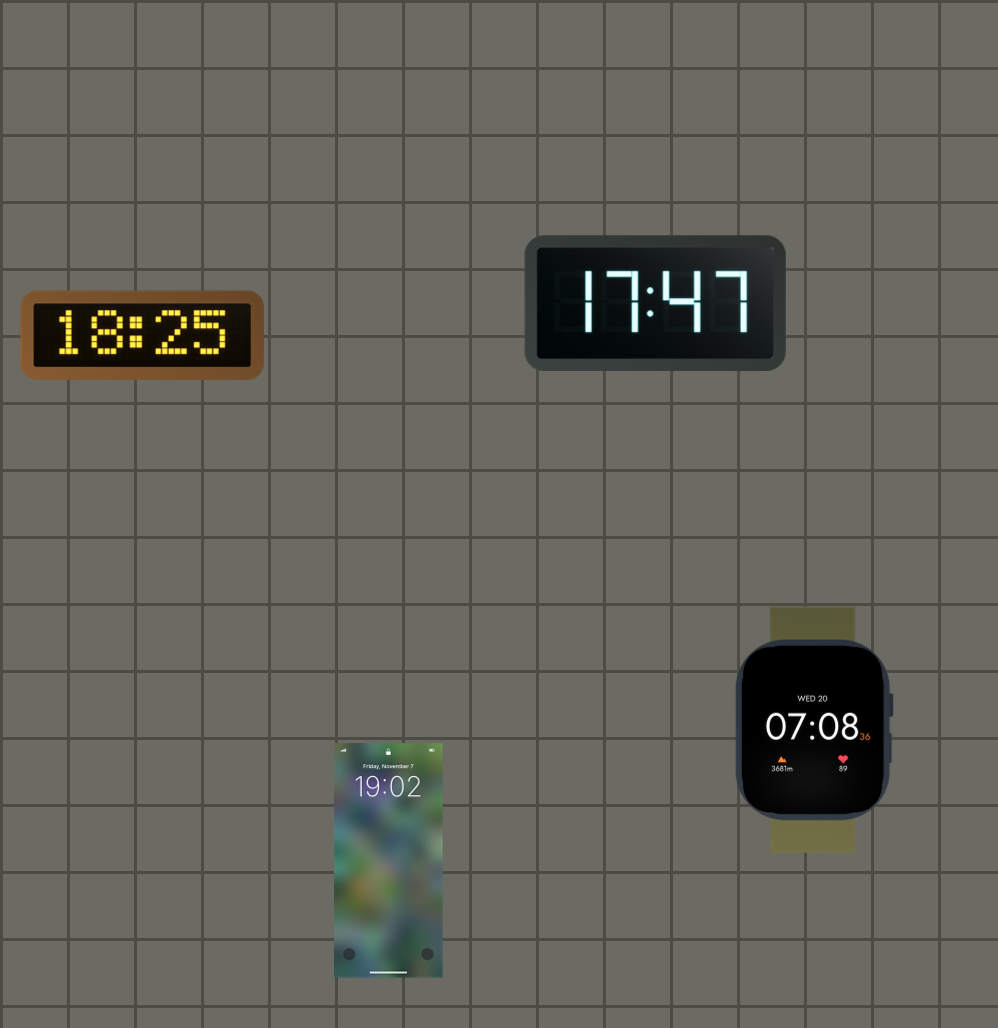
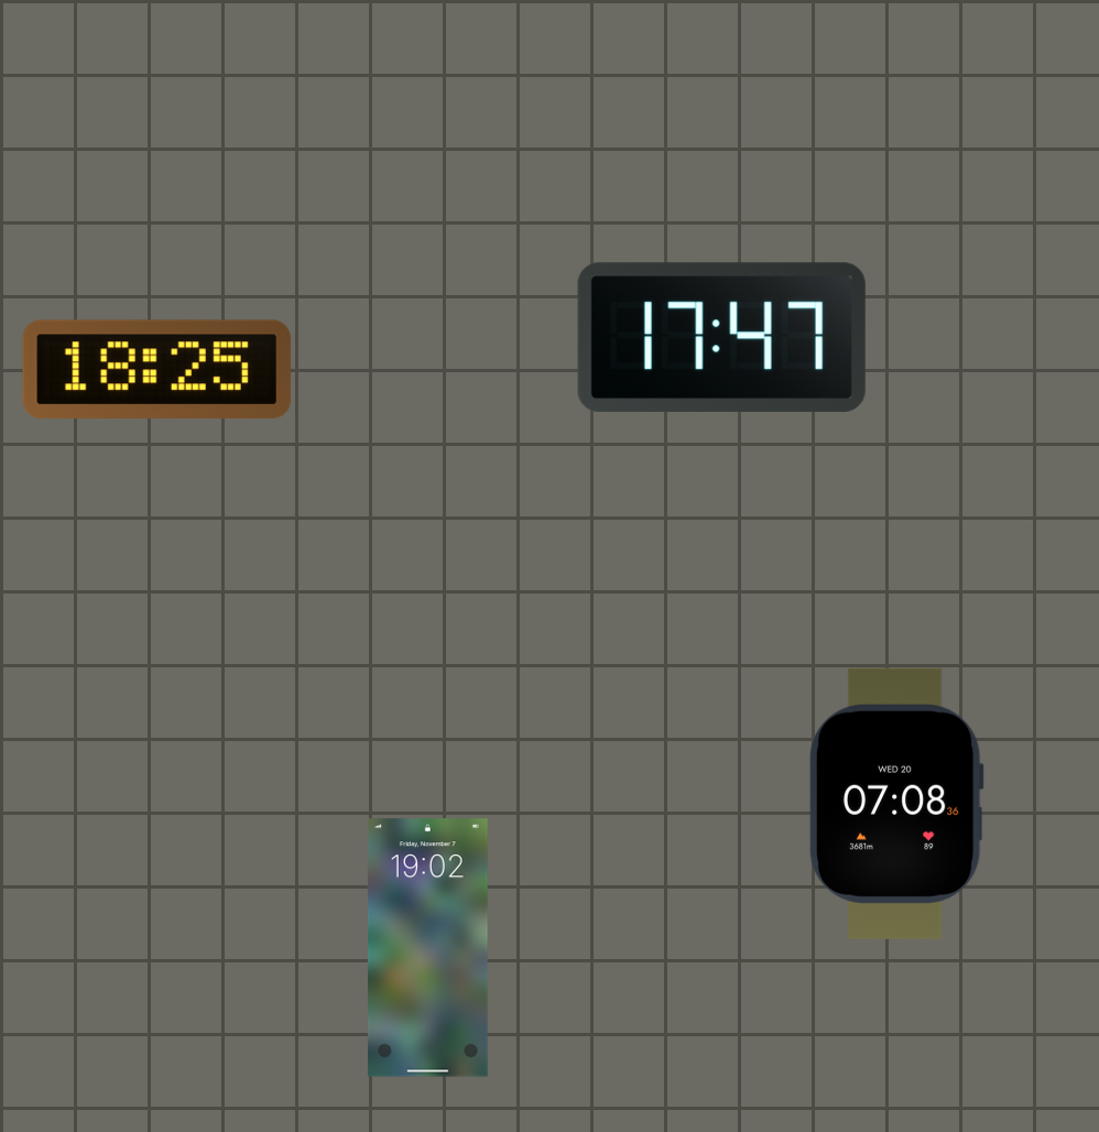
clock at (655, 304) position: (655, 304) -> (721, 338)
